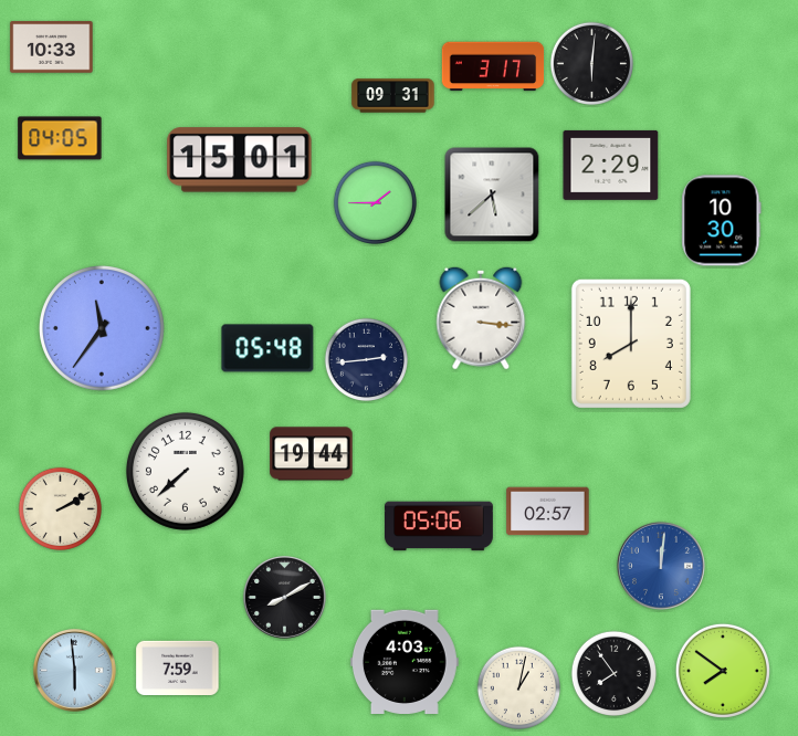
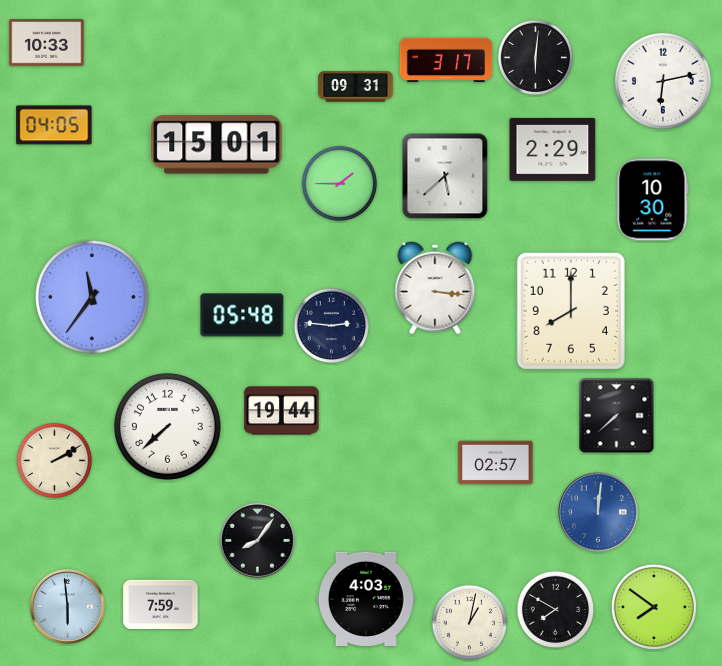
clock at (663, 81): none -> 6:13
clock at (366, 359): 2:44 -> 2:46
clock at (617, 416): none -> 7:38
clock at (440, 526): 05:06 -> none
clock at (285, 598): 8:10 -> 8:06
clock at (613, 673): 7:54 -> 7:50
